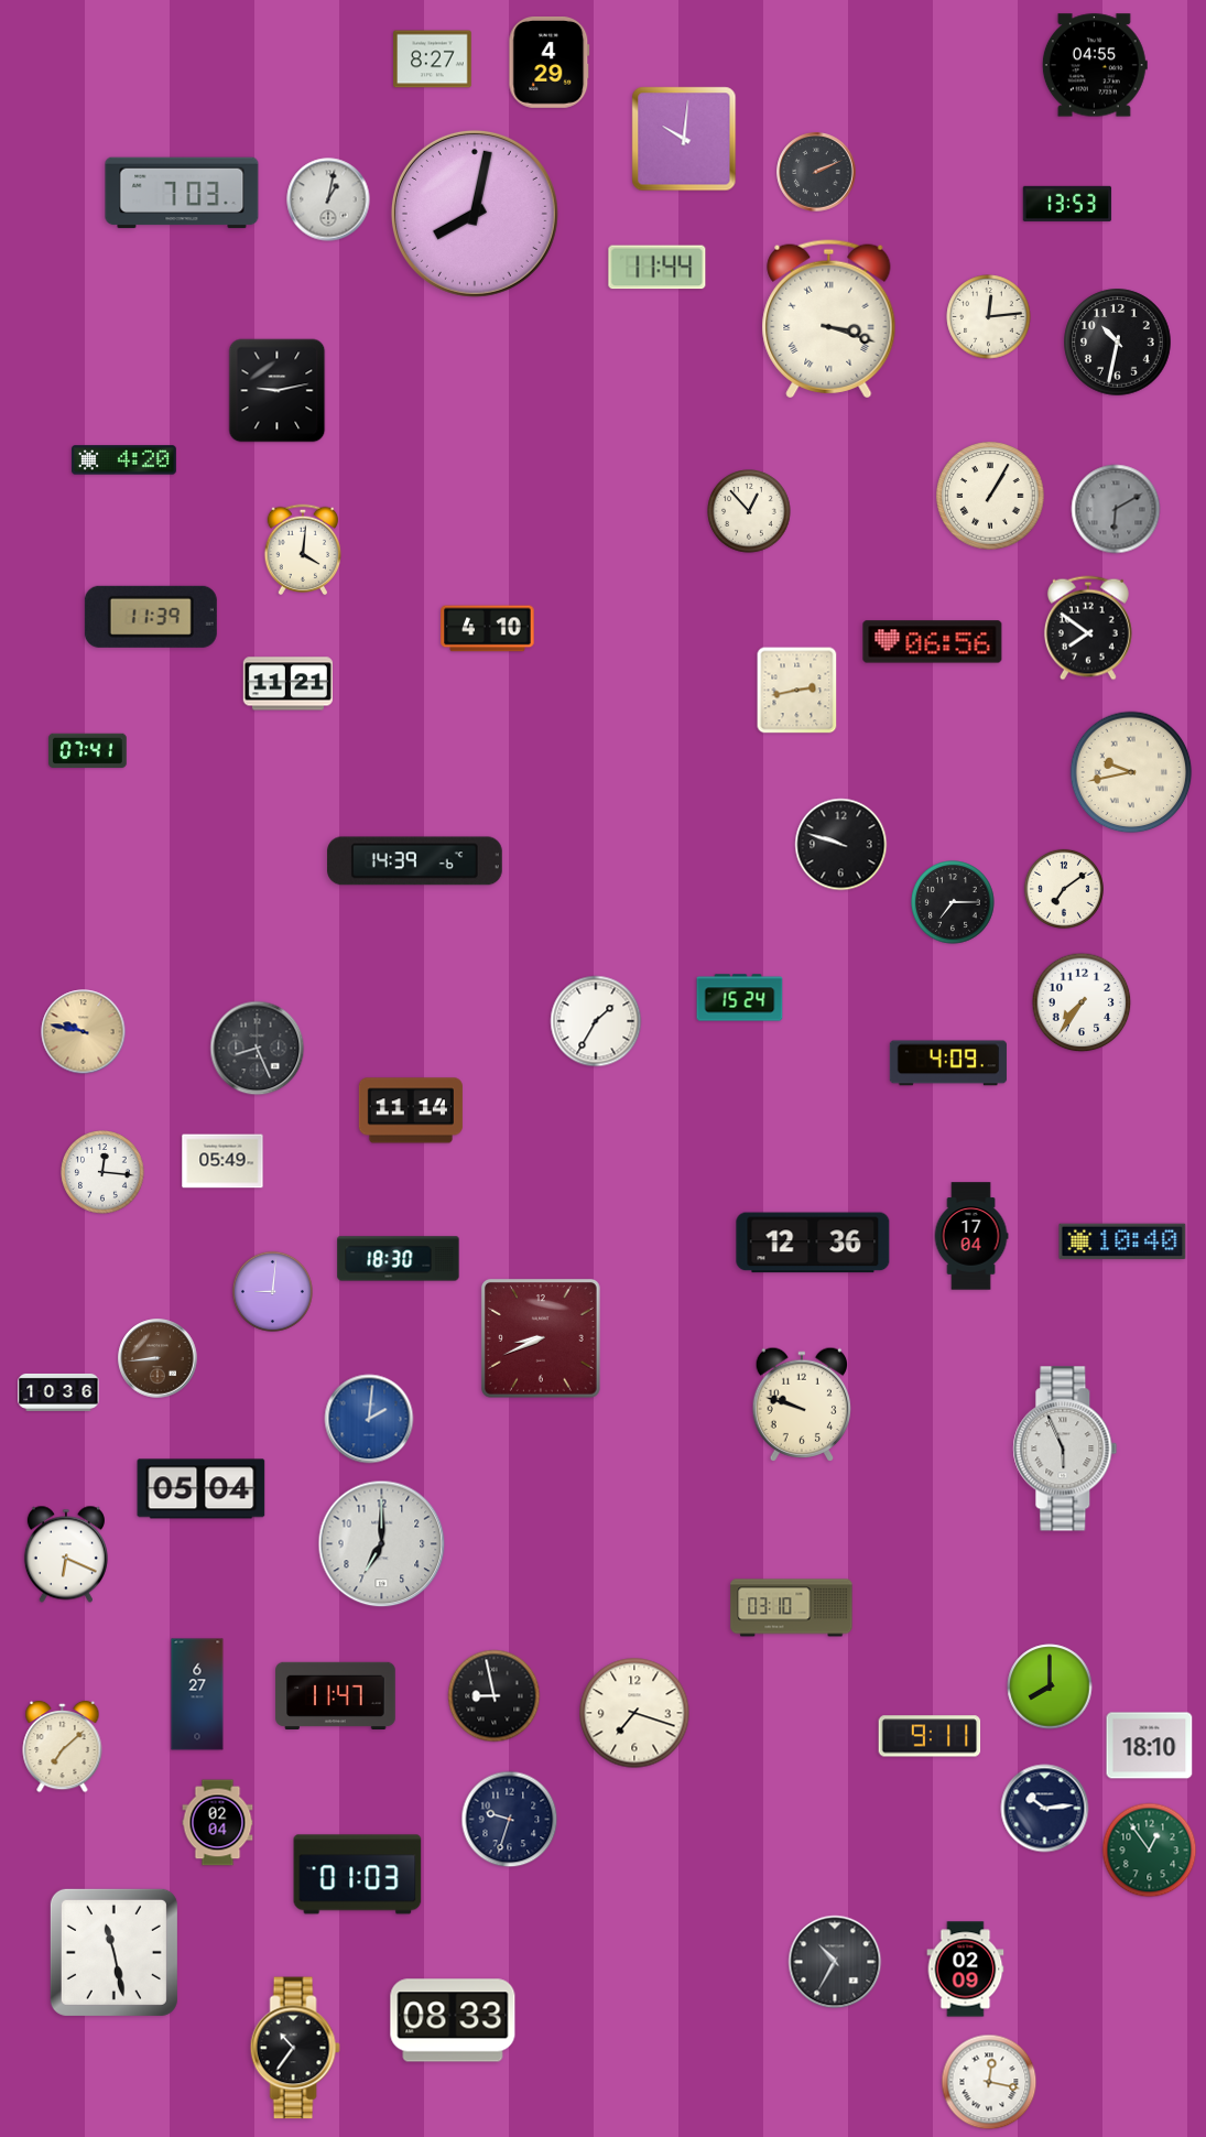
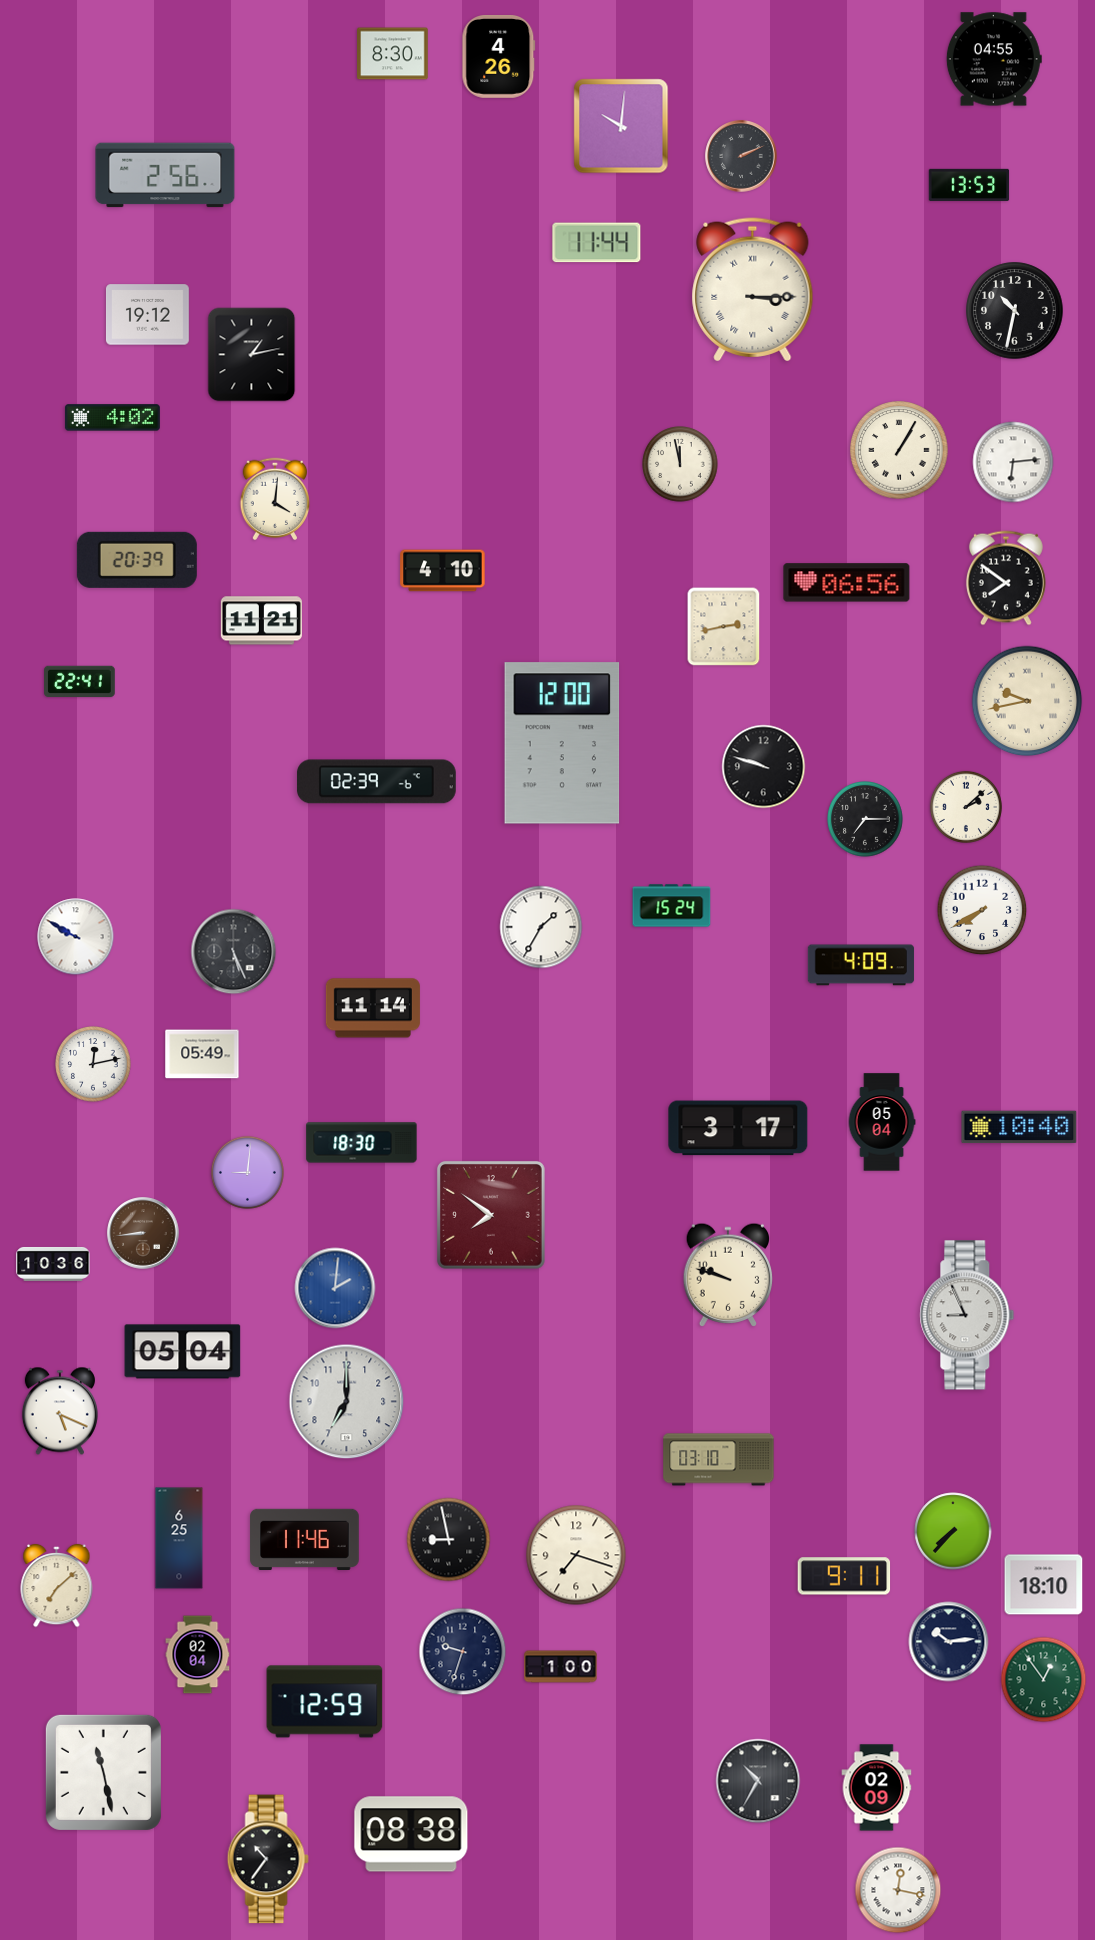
clock at (433, 59): 8:27 -> 8:30
clock at (550, 62): 4:29 -> 4:26
clock at (182, 193): 7:03 -> 2:56
clock at (328, 199): 1:02 -> none
clock at (475, 214): 8:02 -> none
clock at (989, 317): 12:14 -> none
clock at (829, 319): 3:18 -> 3:15
clock at (147, 315): none -> 19:12
clock at (278, 391): 9:13 -> 1:13
clock at (123, 460): 4:20 -> 4:02
clock at (1116, 509): 6:10 -> 6:14
clock at (1116, 509) dial: grey -> white
clock at (749, 511): 12:53 -> 11:58
clock at (151, 617): 11:39 -> 20:39
clock at (1088, 628) position: (1088, 628) -> (1006, 578)
clock at (88, 751): 07:41 -> 22:41
clock at (562, 743): none -> 12:00
clock at (414, 861): 14:39 -> 02:39
clock at (1064, 889): 7:09 -> 2:08
clock at (1082, 1002): 7:36 -> 7:40
clock at (84, 1032): 9:47 -> 9:50
clock at (84, 1032) dial: champagne -> white
clock at (258, 1049): 8:26 -> 5:26
clock at (102, 1172): 12:16 -> 12:13
clock at (971, 1236): 17:04 -> 05:04
clock at (813, 1243): 12:36 -> 3:17
clock at (541, 1338): 8:41 -> 7:51
clock at (1065, 1449): 5:56 -> 8:56
clock at (66, 1554): 6:19 -> 5:19
clock at (1050, 1686): 8:00 -> 7:37
clock at (197, 1694): 6:27 -> 6:25
clock at (336, 1695): 11:47 -> 11:46
clock at (561, 1667): none -> 1:00
clock at (358, 1875): 01:03 -> 12:59
clock at (453, 2020): 08:33 -> 08:38
